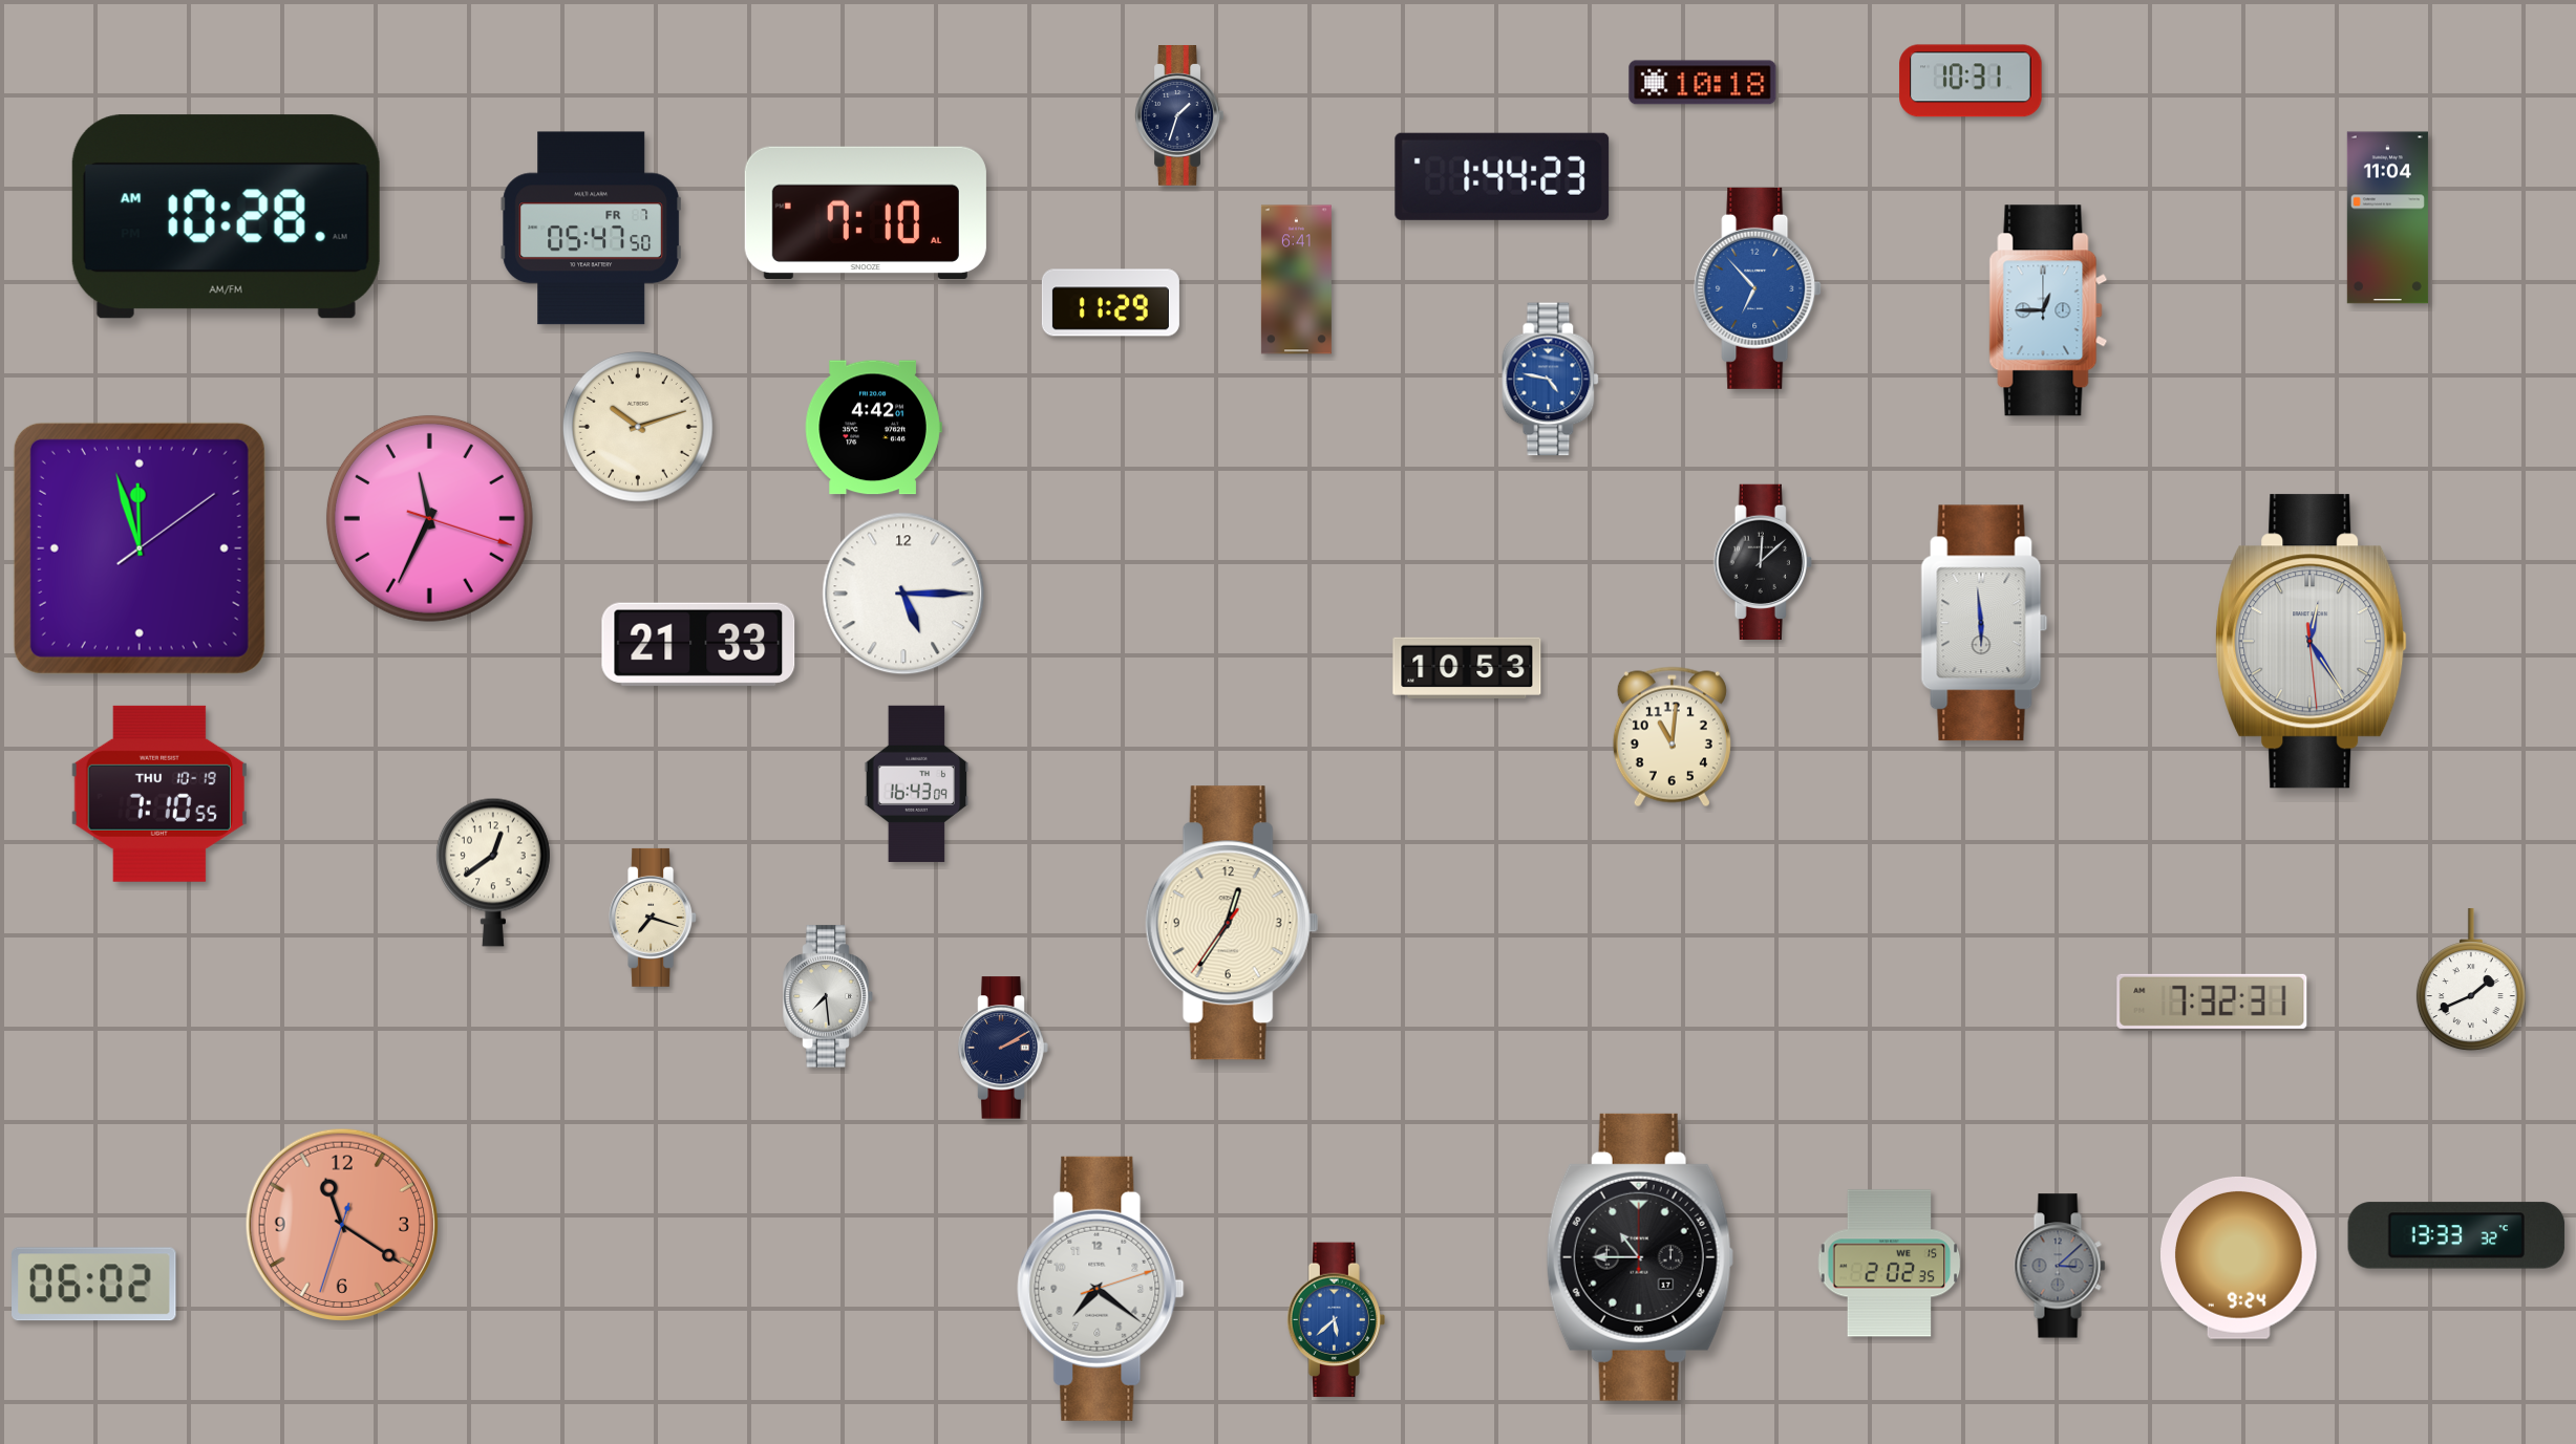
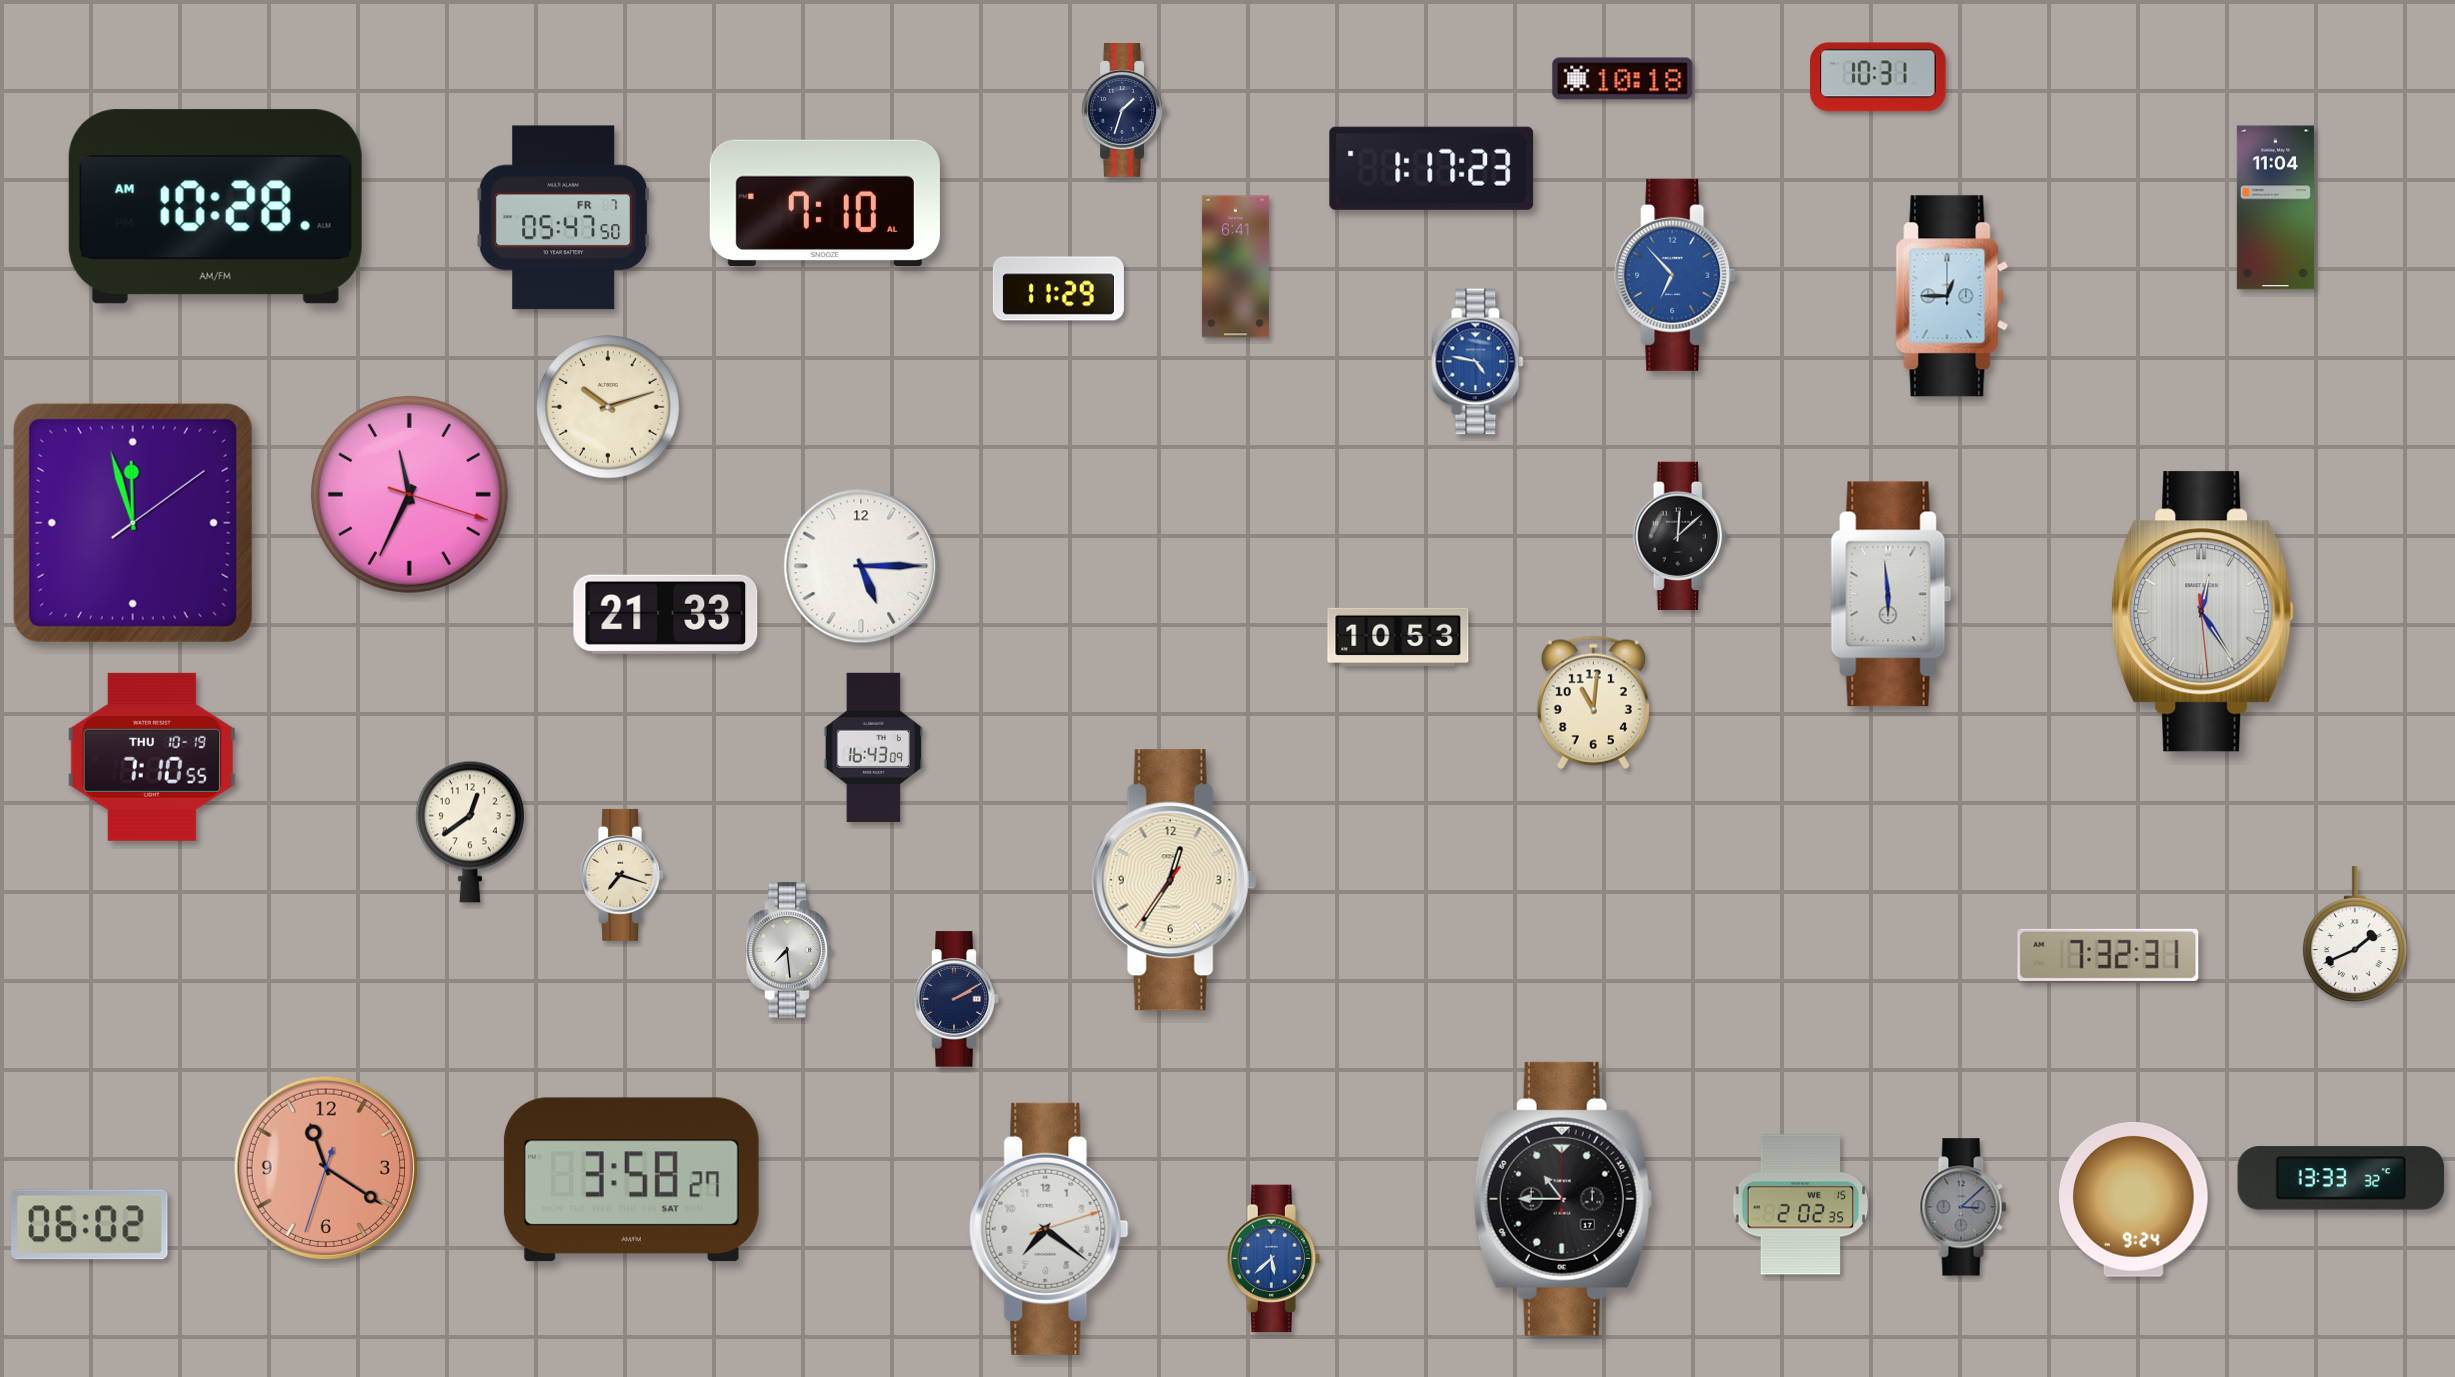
clock at (1503, 176): 1:44 -> 1:17
clock at (873, 428): 4:42 -> none
clock at (631, 1180): none -> 3:58
